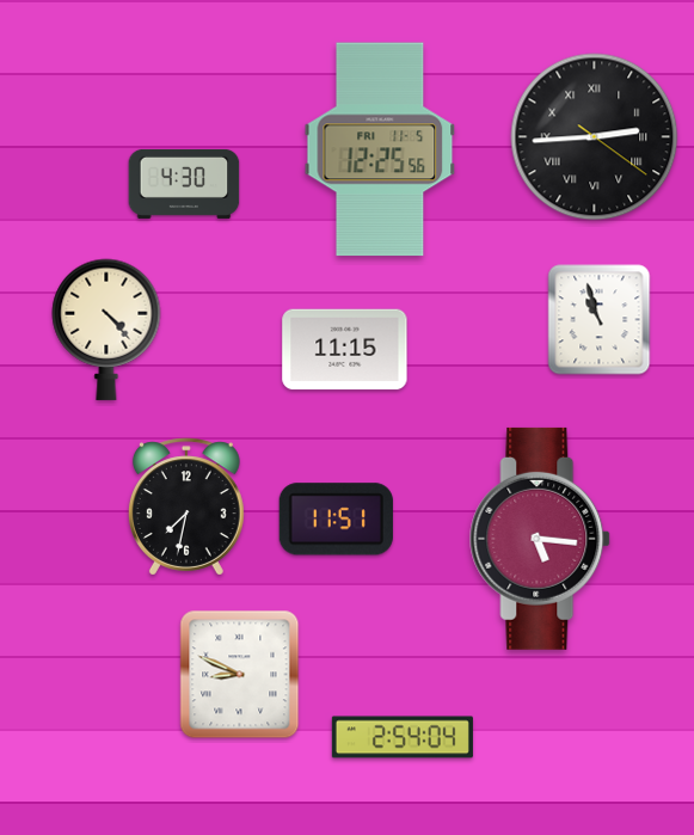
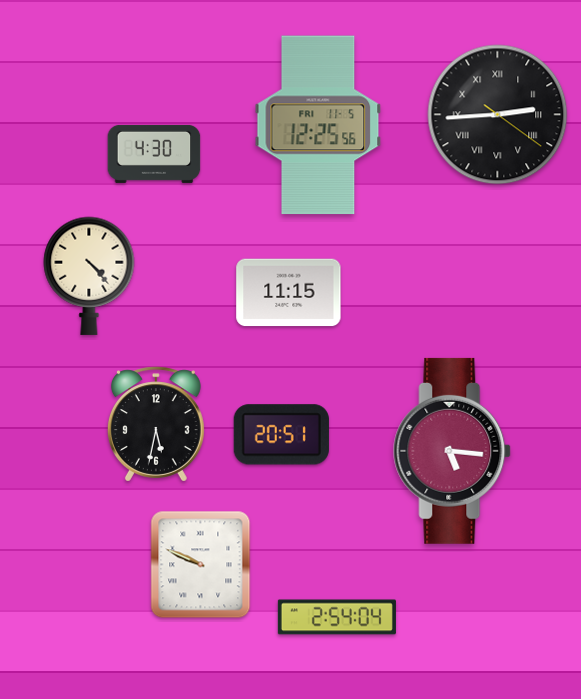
clock at (600, 320): 10:57 -> none
clock at (186, 506): 7:32 -> 5:32
clock at (336, 520): 11:51 -> 20:51
clock at (240, 675): 8:49 -> 9:49
